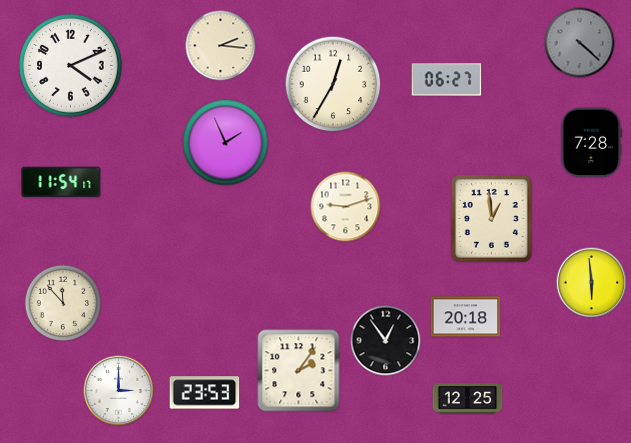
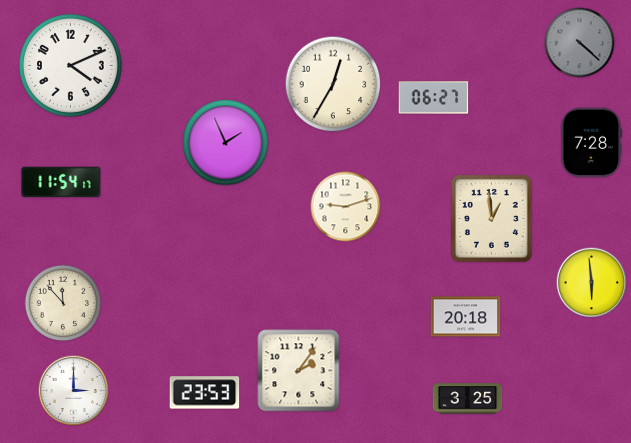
clock at (221, 46): 2:16 -> none
clock at (447, 80) position: (447, 80) -> (434, 98)
clock at (386, 341): 12:54 -> none
clock at (119, 391) position: (119, 391) -> (74, 391)
clock at (468, 399): 12:25 -> 3:25
